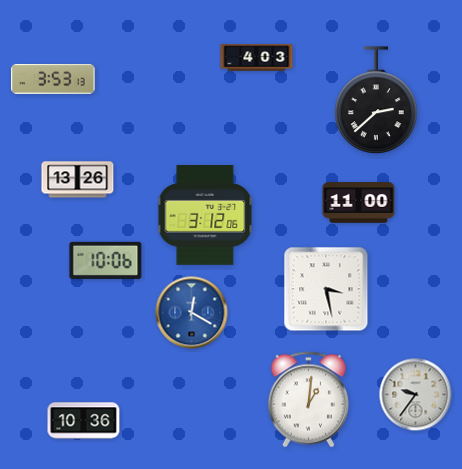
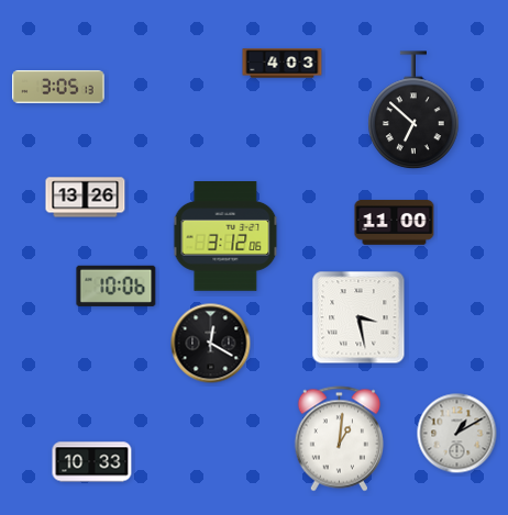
clock at (53, 79): 3:53 -> 3:05
clock at (376, 101): 2:38 -> 6:52
clock at (192, 313) dial: blue -> black
clock at (416, 395): 9:36 -> 1:10
clock at (84, 421): 10:36 -> 10:33
